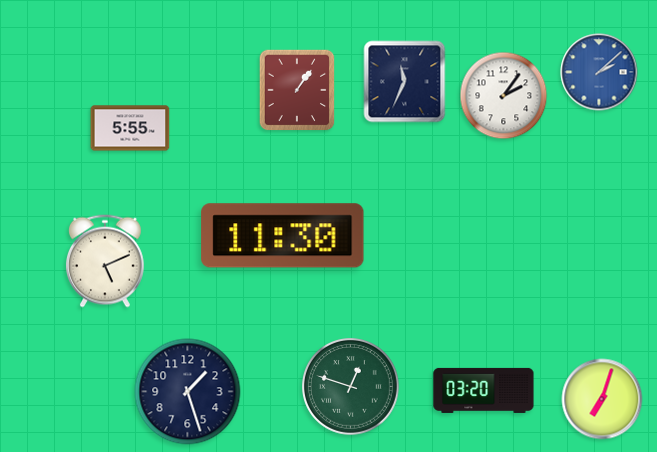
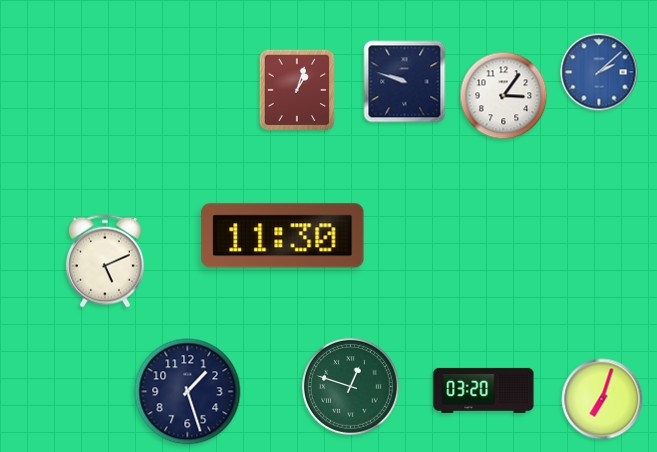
clock at (405, 82): 11:34 -> 9:48
clock at (297, 90): 1:06 -> 1:03
clock at (504, 96): 2:06 -> 3:06
clock at (130, 128): 5:55 -> none
